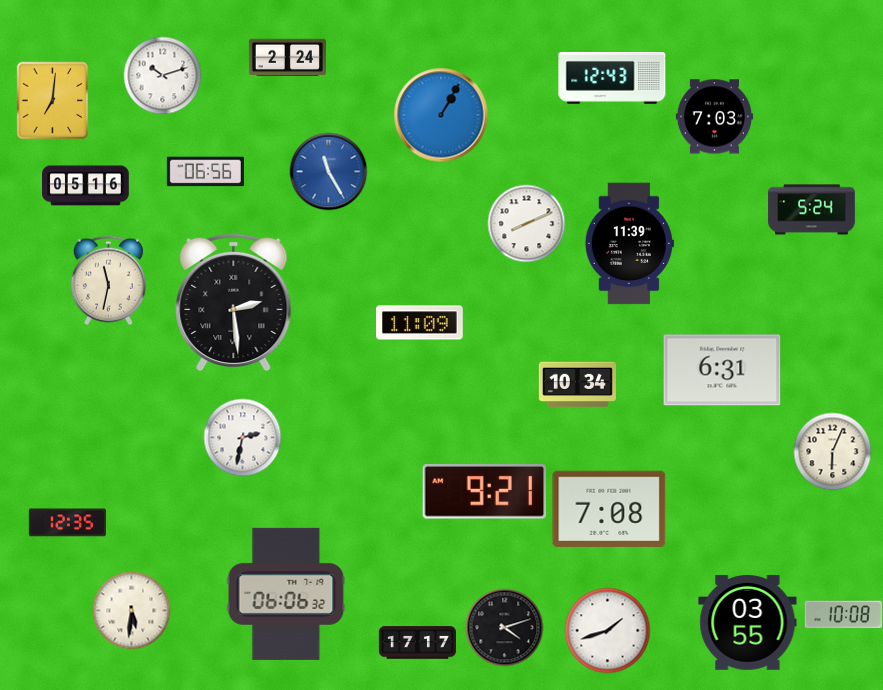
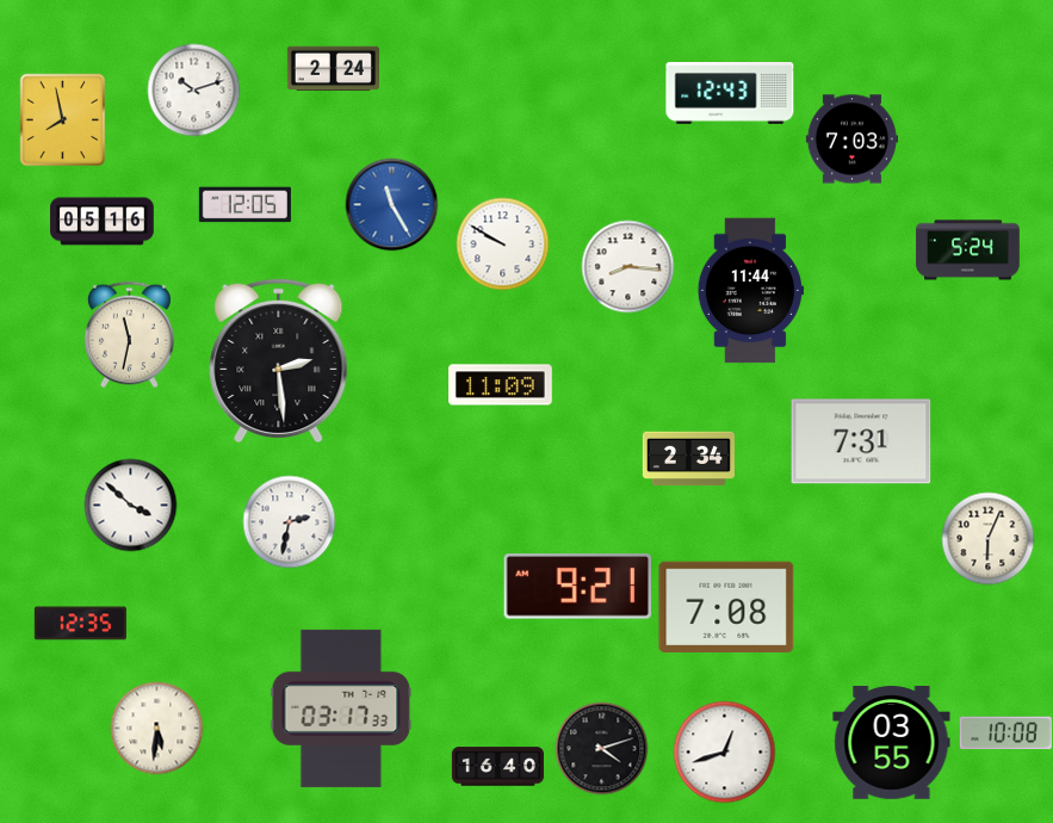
clock at (287, 58) position: (287, 58) -> (333, 69)
clock at (53, 100): 7:01 -> 7:58
clock at (441, 115): 1:05 -> none
clock at (205, 172): 06:56 -> 12:05
clock at (502, 243): none -> 9:50
clock at (526, 223): 8:11 -> 8:16
clock at (629, 244): 11:39 -> 11:44
clock at (722, 370): 6:31 -> 7:31
clock at (577, 385): 10:34 -> 2:34
clock at (130, 505): none -> 3:52
clock at (832, 451) position: (832, 451) -> (987, 538)
clock at (286, 594): 06:06 -> 03:17
clock at (607, 630): 1:42 -> 12:42
clock at (417, 643): 17:17 -> 16:40
